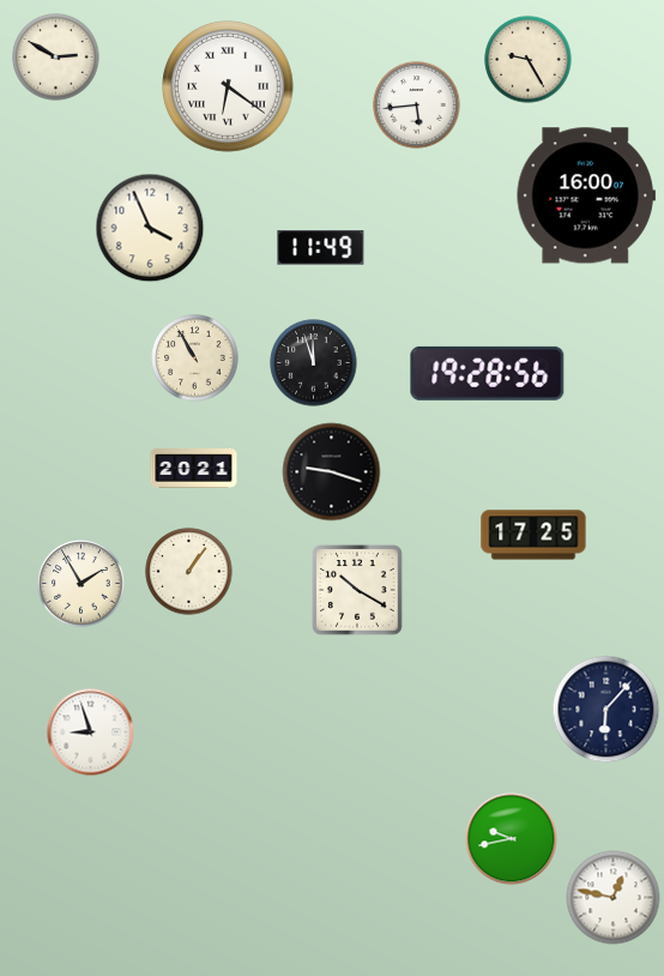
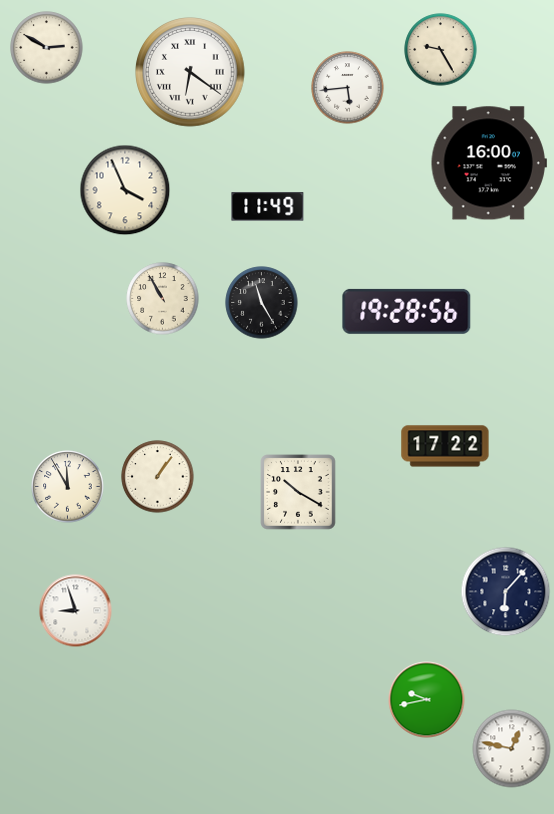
clock at (314, 363): 11:57 -> 11:25
clock at (194, 469): 20:21 -> none
clock at (332, 472): 9:18 -> none
clock at (533, 535): 17:25 -> 17:22
clock at (82, 584): 1:55 -> 11:55
